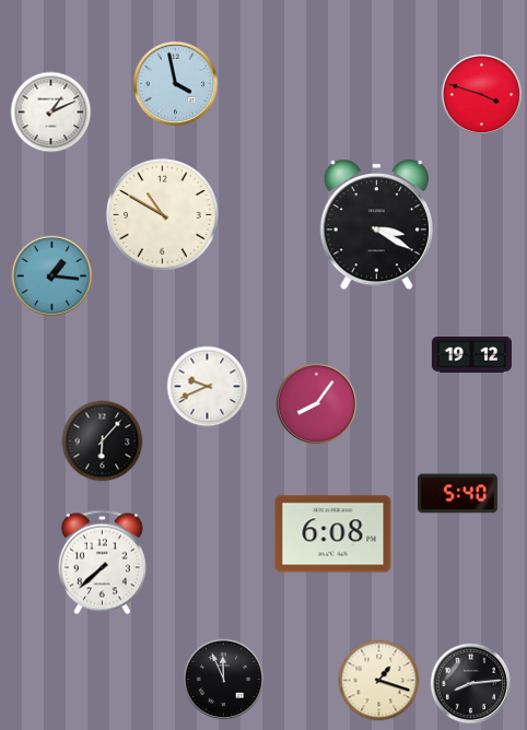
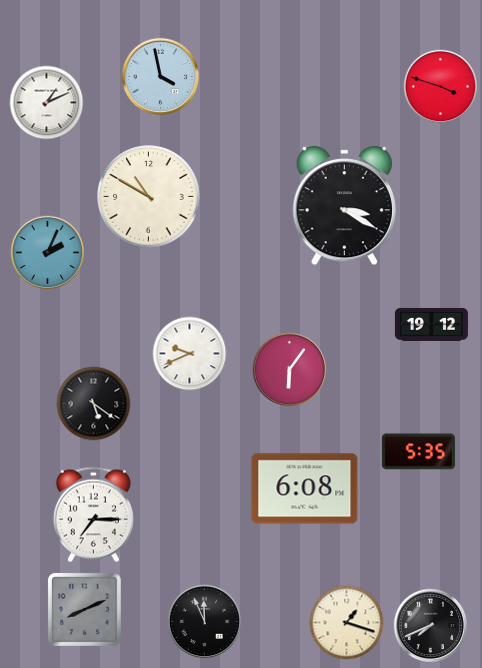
clock at (52, 276): 1:16 -> 2:04
clock at (317, 404): 8:06 -> 6:06
clock at (103, 441): 6:07 -> 5:21
clock at (457, 494): 5:40 -> 5:35
clock at (102, 563): 7:38 -> 7:15
clock at (84, 609): none -> 8:11
clock at (471, 684): 8:14 -> 7:41
